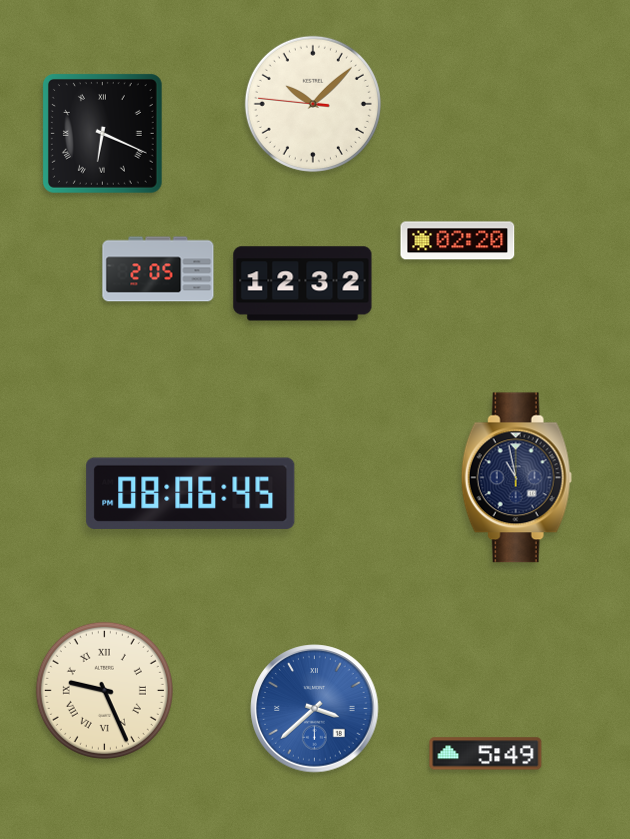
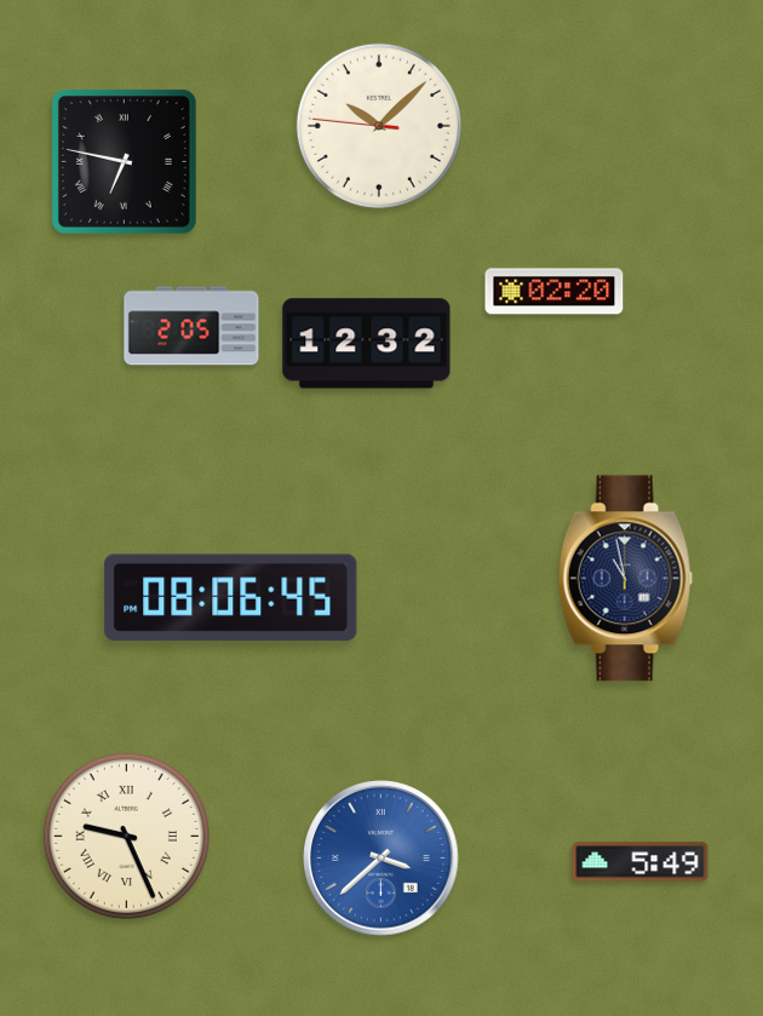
clock at (102, 133): 6:19 -> 6:47
clock at (486, 754) position: (486, 754) -> (641, 862)
